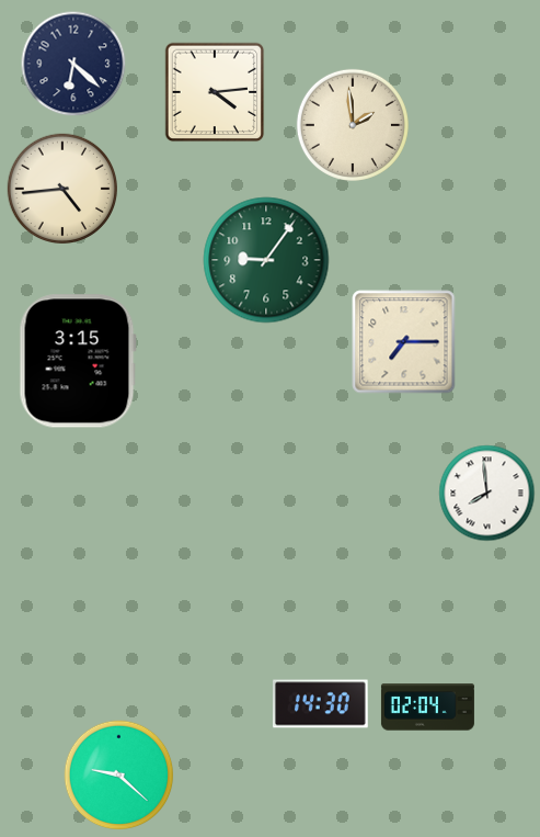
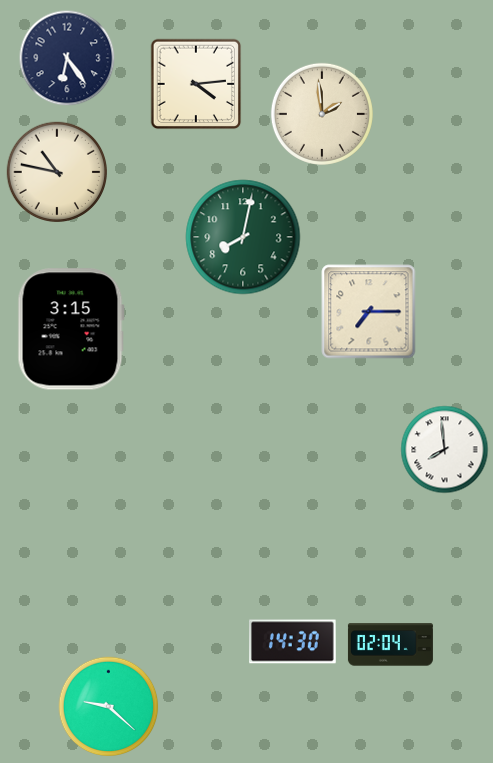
clock at (73, 64): 6:22 -> 6:24
clock at (61, 188): 4:44 -> 10:47
clock at (266, 260): 9:06 -> 8:02
